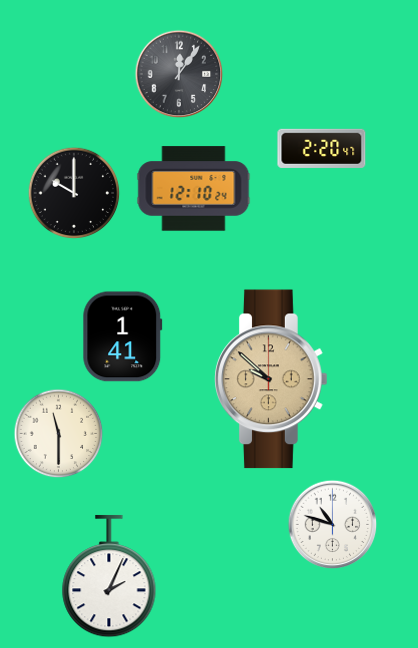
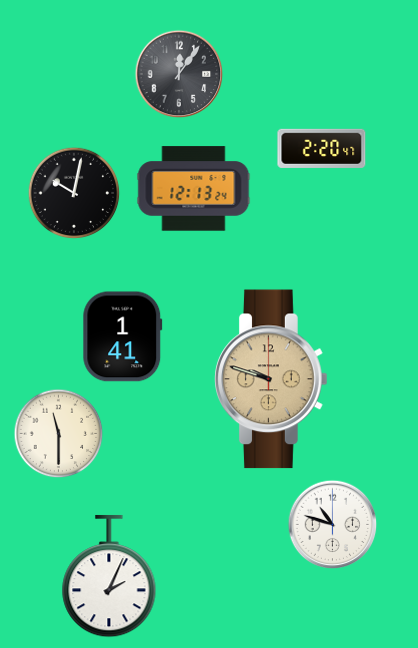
clock at (194, 189): 12:10 -> 12:13
clock at (74, 193): 10:00 -> 10:02
clock at (271, 379): 9:52 -> 9:48
